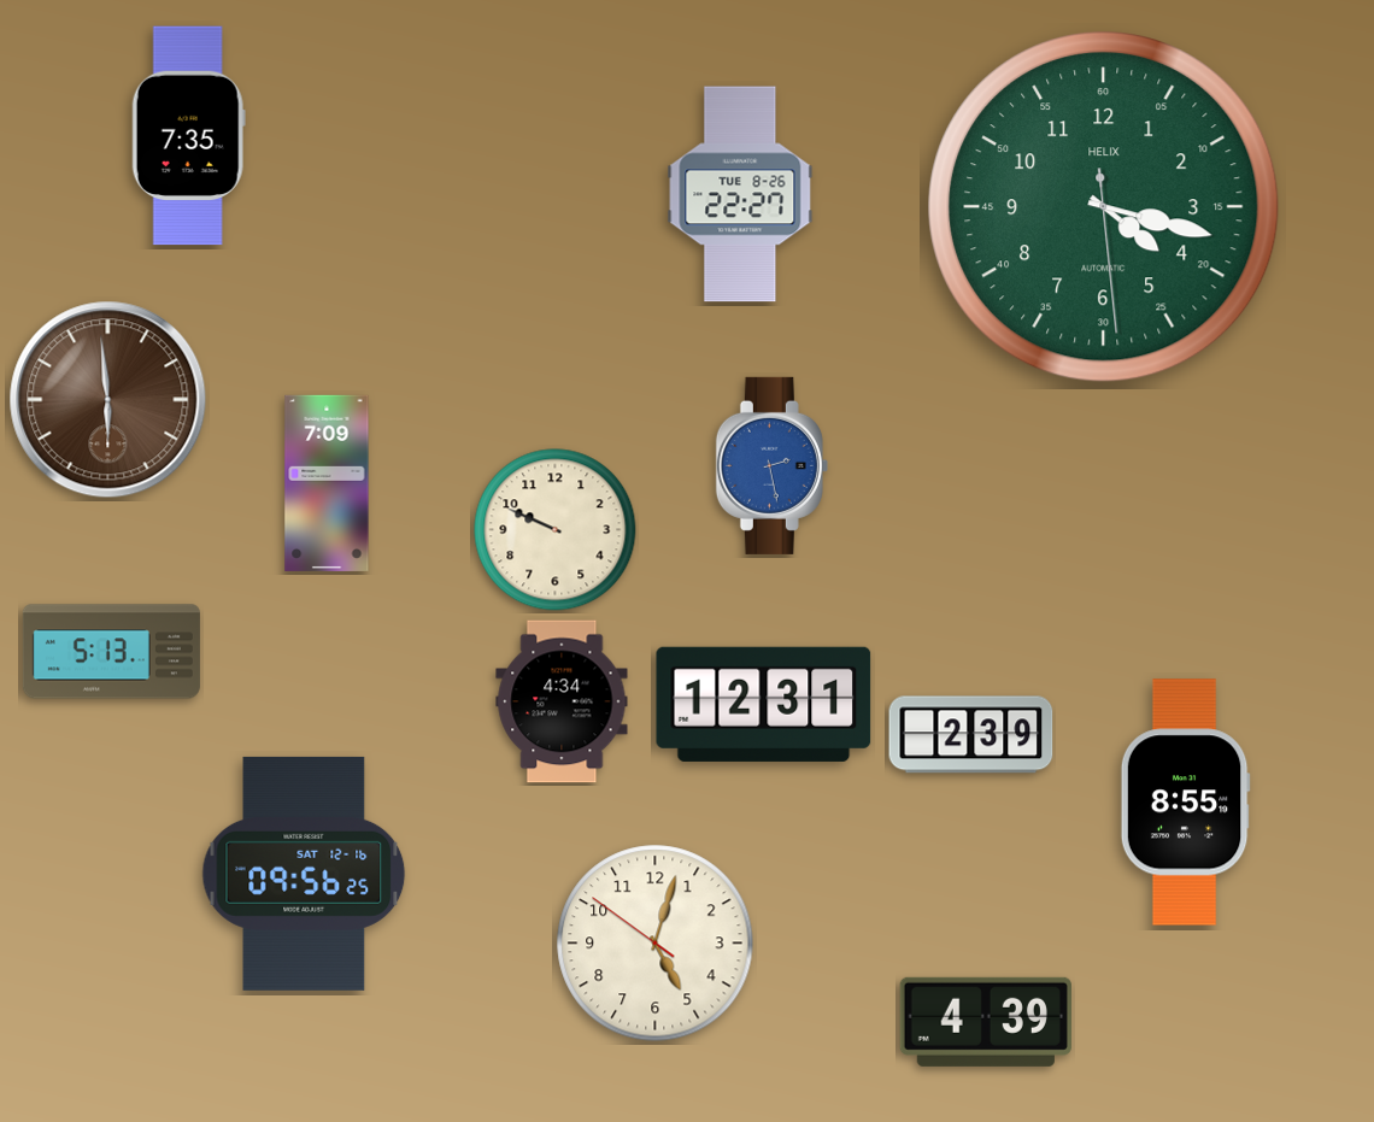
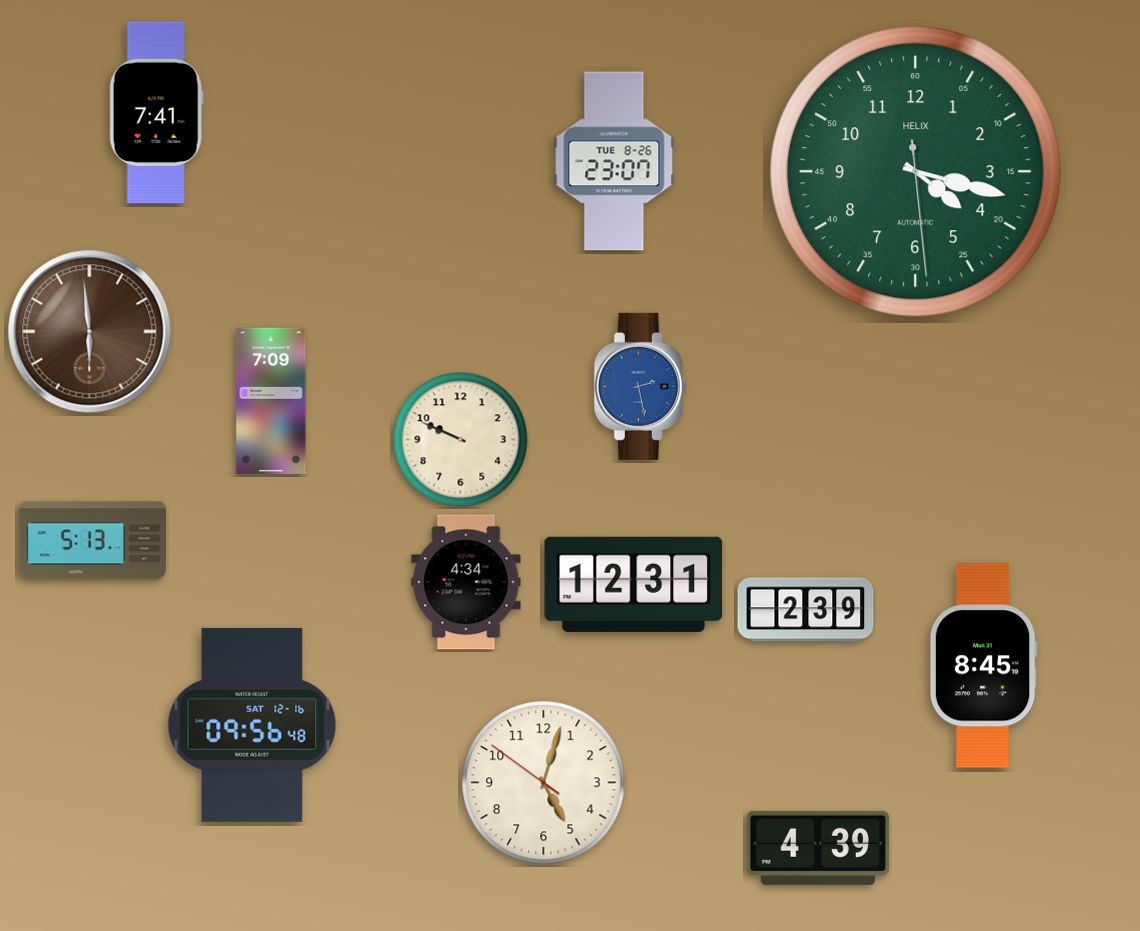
clock at (188, 136): 7:35 -> 7:41
clock at (740, 194): 22:27 -> 23:07
clock at (1185, 803): 8:55 -> 8:45
clock at (304, 874): 09:56:25 -> 09:56:48
